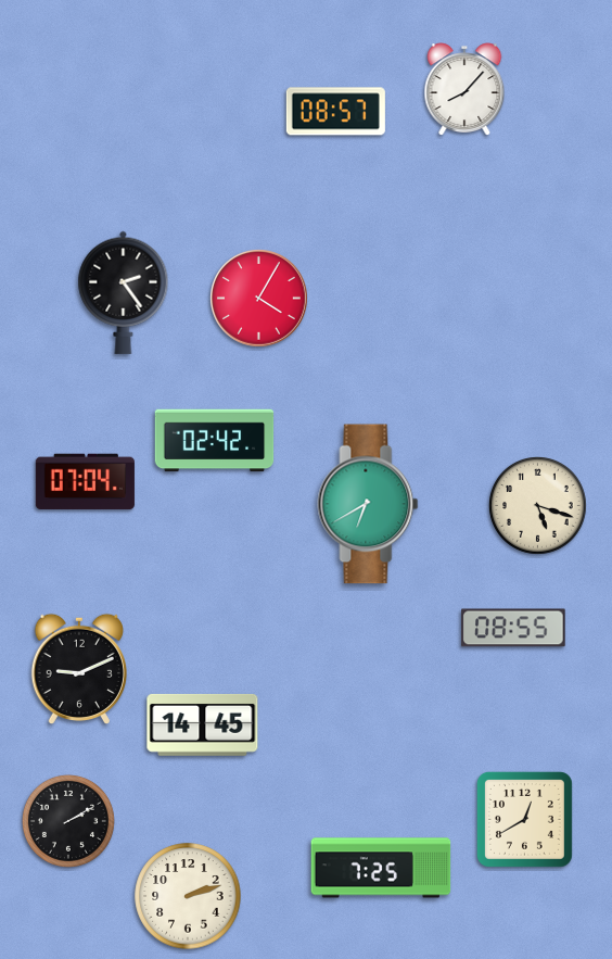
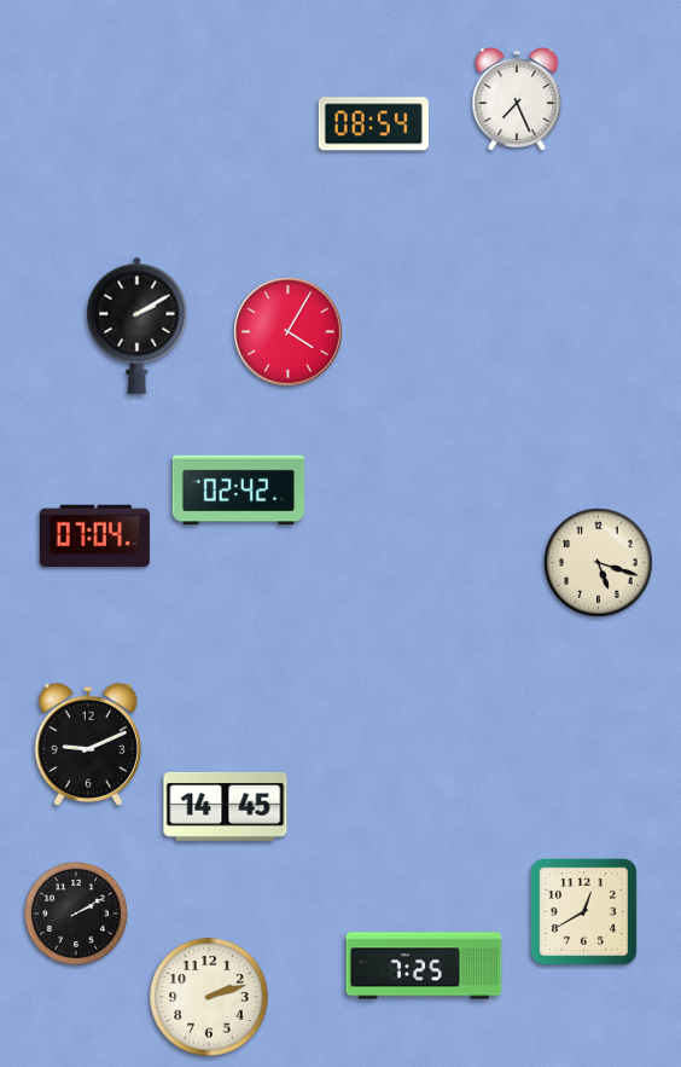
clock at (464, 89): 8:07 -> 7:26
clock at (335, 112): 08:57 -> 08:54
clock at (124, 292): 2:24 -> 2:10
clock at (368, 504): 6:40 -> none
clock at (513, 628): 08:55 -> none
